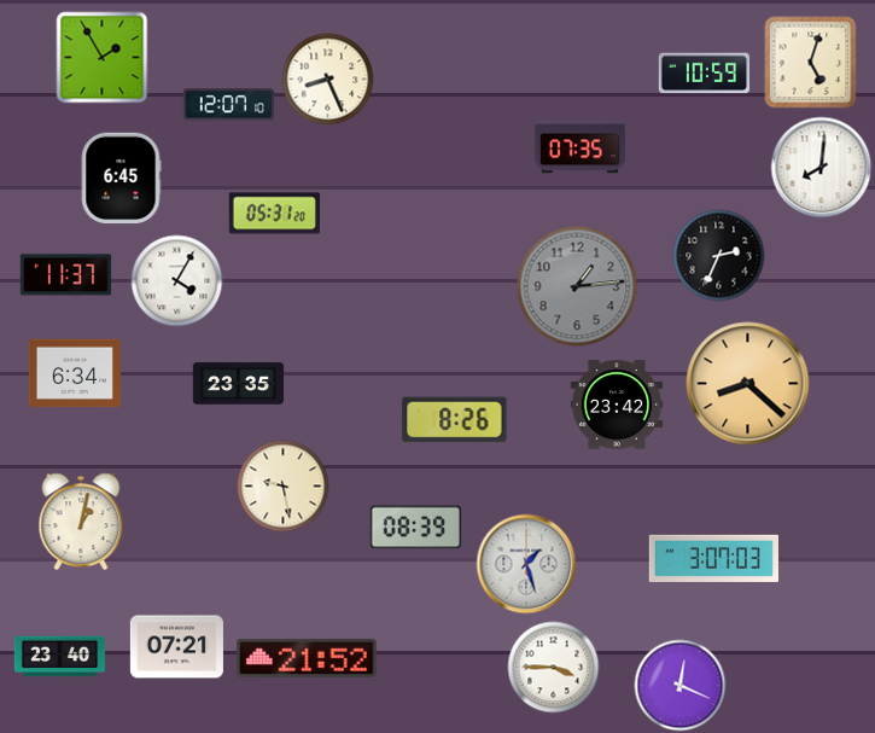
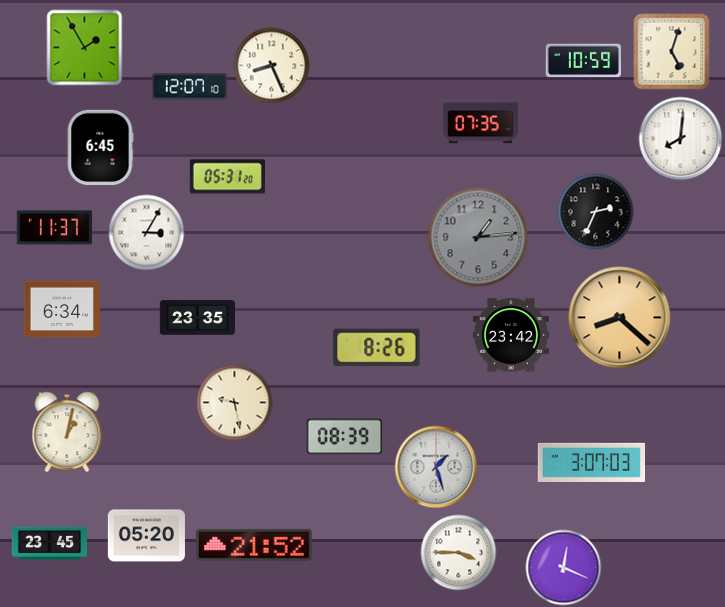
clock at (177, 281): 4:05 -> 3:05
clock at (176, 647): 07:21 -> 05:20
clock at (60, 657): 23:40 -> 23:45
